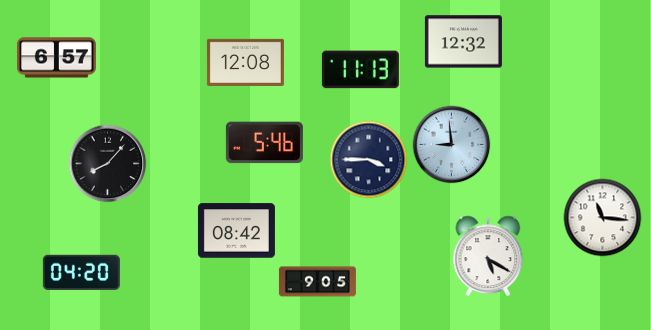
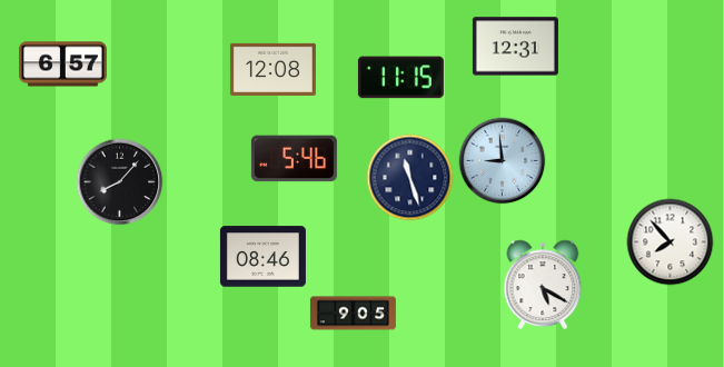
clock at (463, 42): 12:32 -> 12:31
clock at (360, 70): 11:13 -> 11:15
clock at (368, 159): 3:45 -> 11:27
clock at (602, 217): 11:16 -> 7:53
clock at (236, 231): 08:42 -> 08:46
clock at (81, 272): 04:20 -> none
